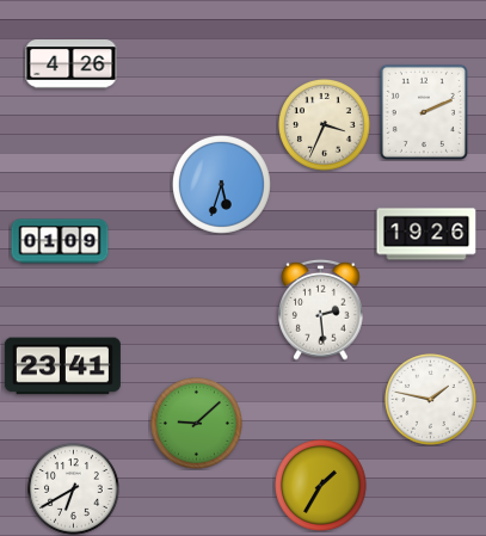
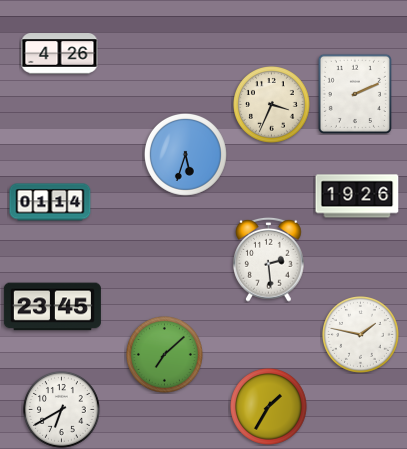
clock at (60, 241): 01:09 -> 01:14
clock at (62, 366): 23:41 -> 23:45
clock at (197, 424): 9:08 -> 7:08
